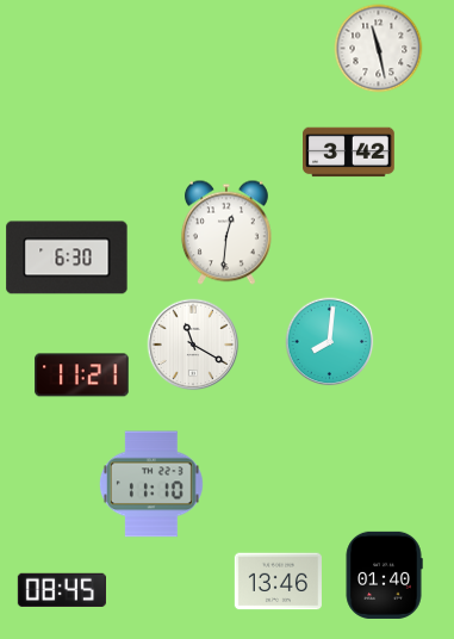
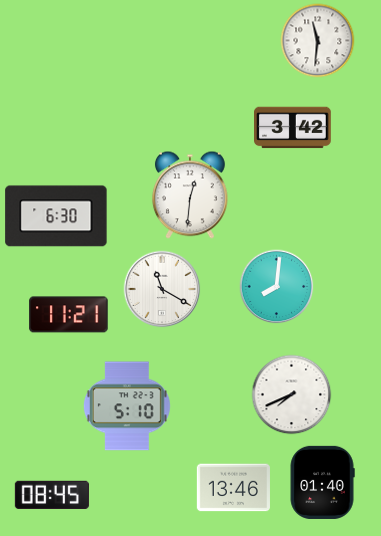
clock at (379, 49): 11:28 -> 11:31
clock at (292, 395): none -> 7:41
clock at (151, 484): 11:10 -> 5:10
